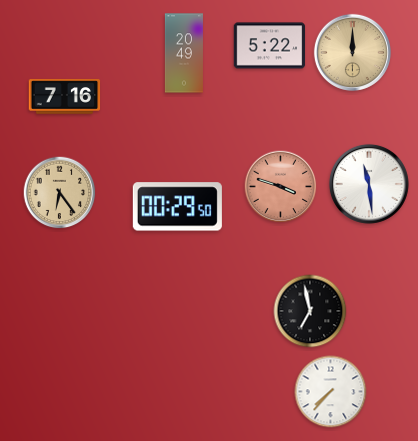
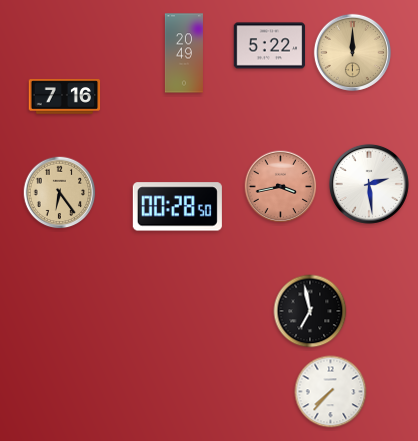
clock at (369, 184): 11:29 -> 2:29
clock at (281, 187): 3:48 -> 3:43
clock at (177, 207): 00:29 -> 00:28
